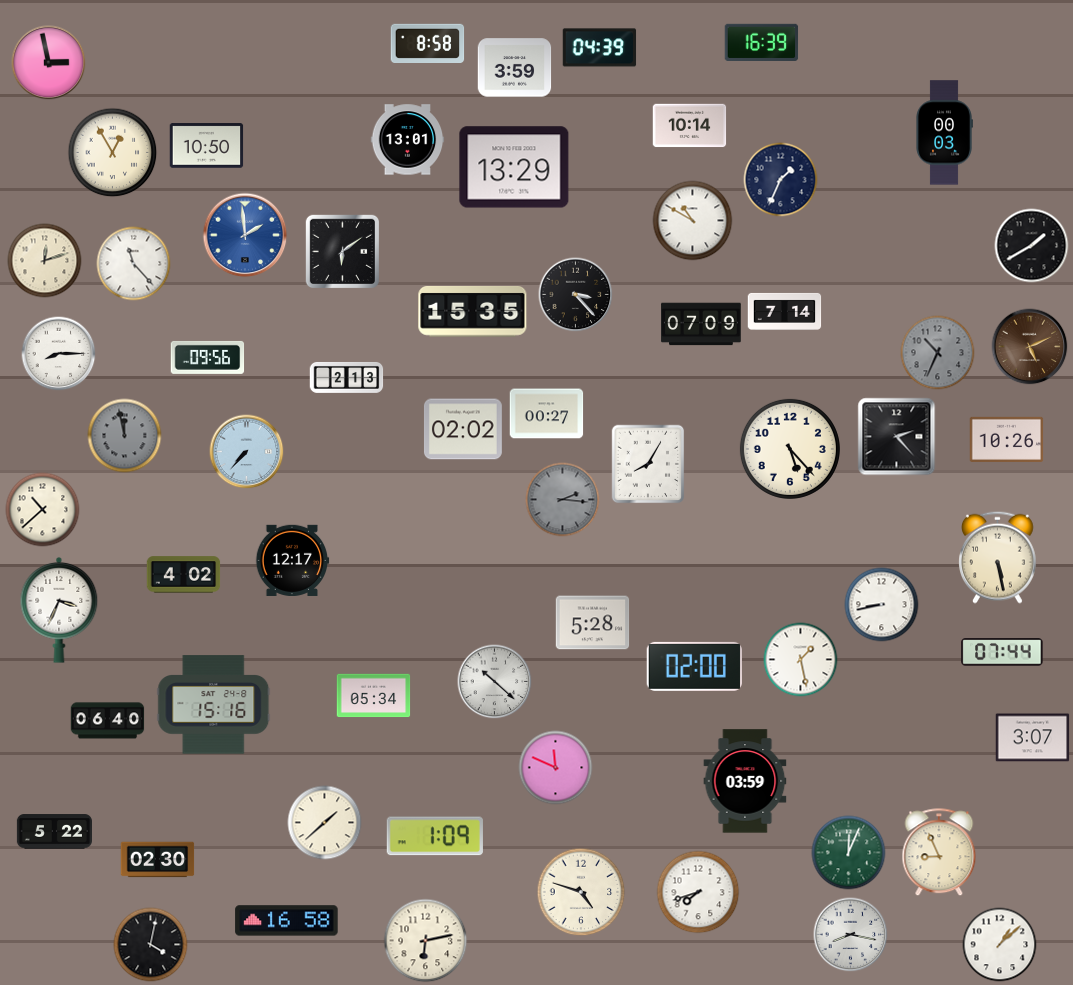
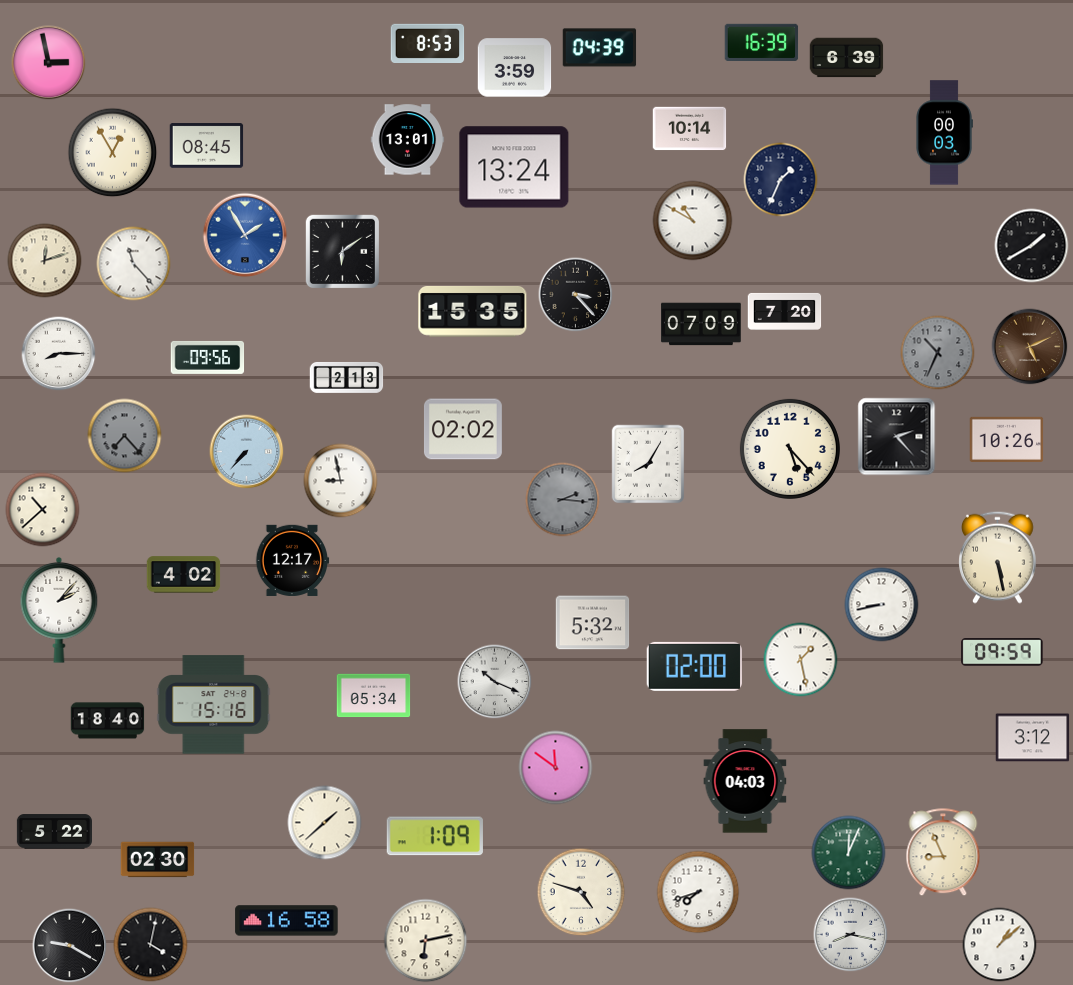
clock at (428, 43): 8:58 -> 8:53
clock at (847, 58): none -> 6:39
clock at (690, 126) position: (690, 126) -> (690, 129)
clock at (207, 146): 10:50 -> 08:45
clock at (514, 167): 13:29 -> 13:24
clock at (245, 235): 1:59 -> 1:55
clock at (785, 311): 7:14 -> 7:20
clock at (547, 414): 00:27 -> none
clock at (125, 436): 11:58 -> 7:23
clock at (341, 481): none -> 8:58
clock at (59, 610): 3:34 -> 2:07
clock at (593, 623): 5:28 -> 5:32
clock at (1002, 652): 07:44 -> 09:59
clock at (495, 682): 10:22 -> 10:19
clock at (108, 721): 06:40 -> 18:40
clock at (1033, 738): 3:07 -> 3:12
clock at (556, 768): 11:49 -> 11:51
clock at (745, 781): 03:59 -> 04:03
clock at (939, 853) position: (939, 853) -> (943, 853)
clock at (70, 946): none -> 9:20
